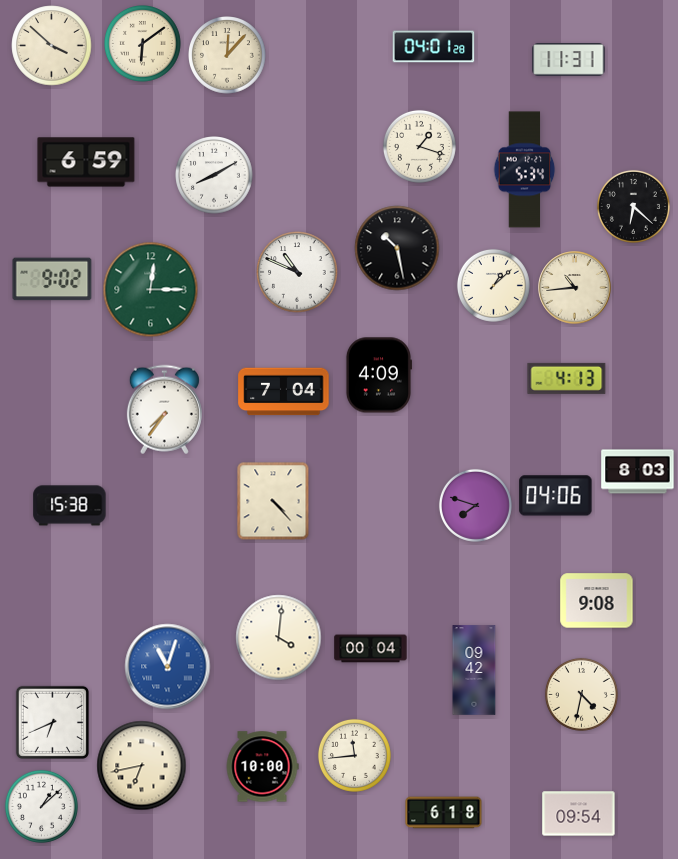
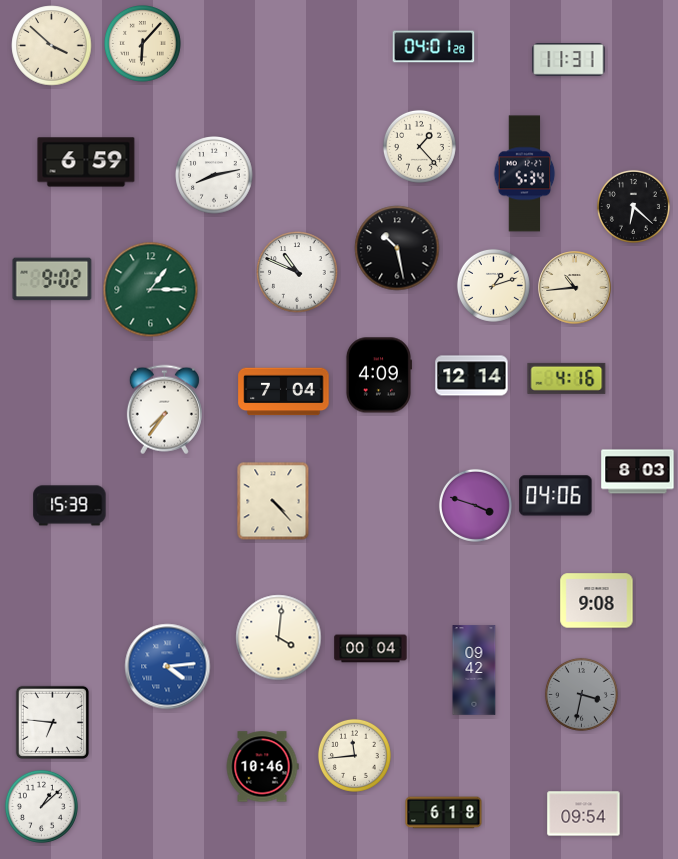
clock at (143, 44): 6:09 -> 6:07
clock at (227, 55): 12:07 -> none
clock at (419, 146): 1:18 -> 1:23
clock at (525, 170) position: (525, 170) -> (525, 174)
clock at (214, 175): 8:10 -> 8:13
clock at (493, 285): 1:08 -> 1:12
clock at (151, 290): 12:15 -> 1:15
clock at (472, 376): none -> 12:14
clock at (567, 378): 4:13 -> 4:16
clock at (475, 505): 7:48 -> 3:48
clock at (70, 506): 15:38 -> 15:39
clock at (168, 667): 11:03 -> 4:14
clock at (581, 694): 4:32 -> 3:32
clock at (581, 694) dial: cream -> grey
clock at (52, 722): 6:41 -> 6:46
clock at (142, 766): 6:43 -> none
clock at (262, 767): 10:00 -> 10:46
clock at (579, 814) position: (579, 814) -> (584, 814)
